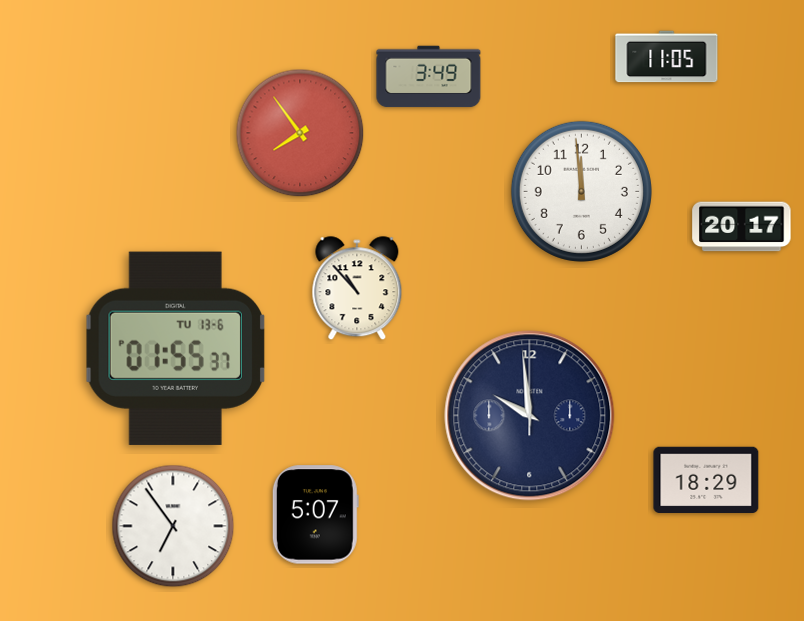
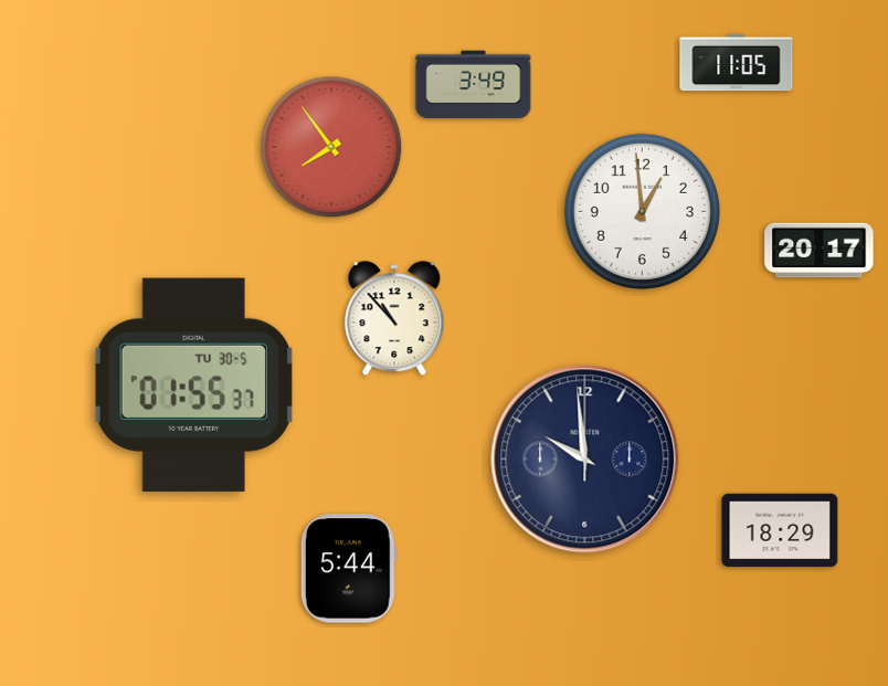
clock at (581, 191): 11:59 -> 12:59
clock at (175, 348) date: TU 13-6 -> TU 30-5
clock at (315, 515): 5:07 -> 5:44
clock at (173, 526): 6:54 -> none
